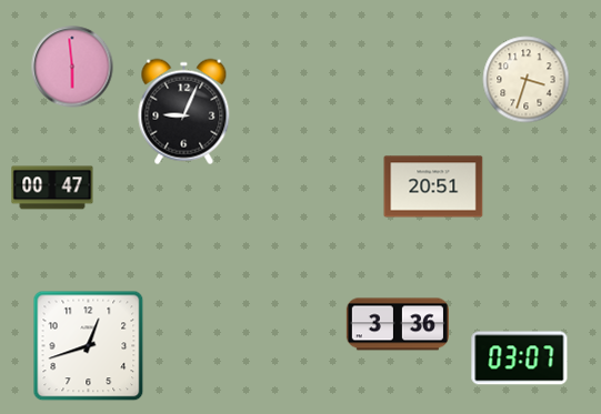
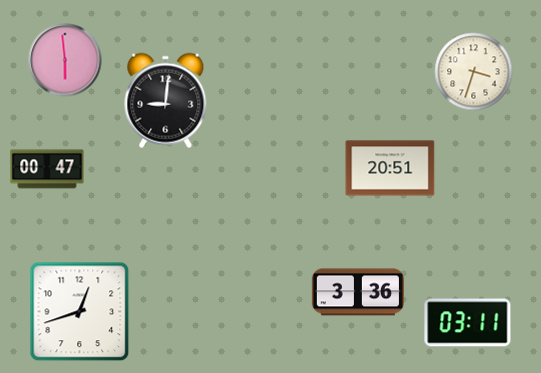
clock at (184, 112): 9:04 -> 9:01
clock at (520, 359): 03:07 -> 03:11
